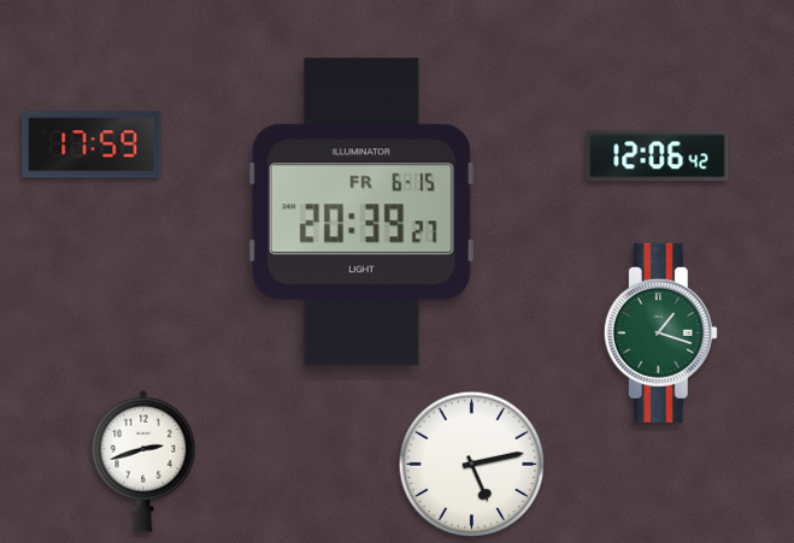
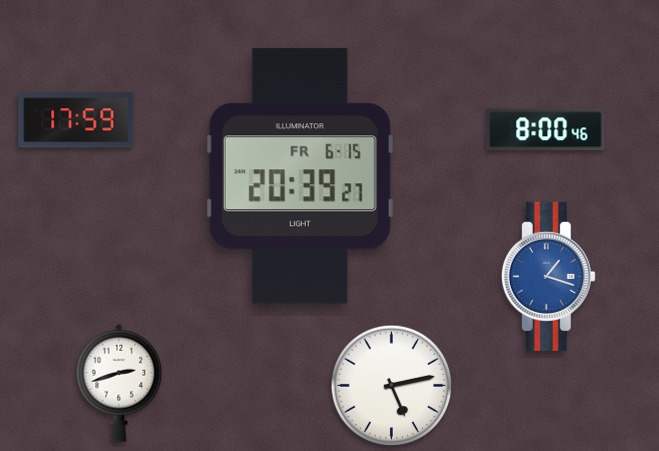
clock at (658, 157): 12:06 -> 8:00
clock at (660, 332) dial: green -> blue
